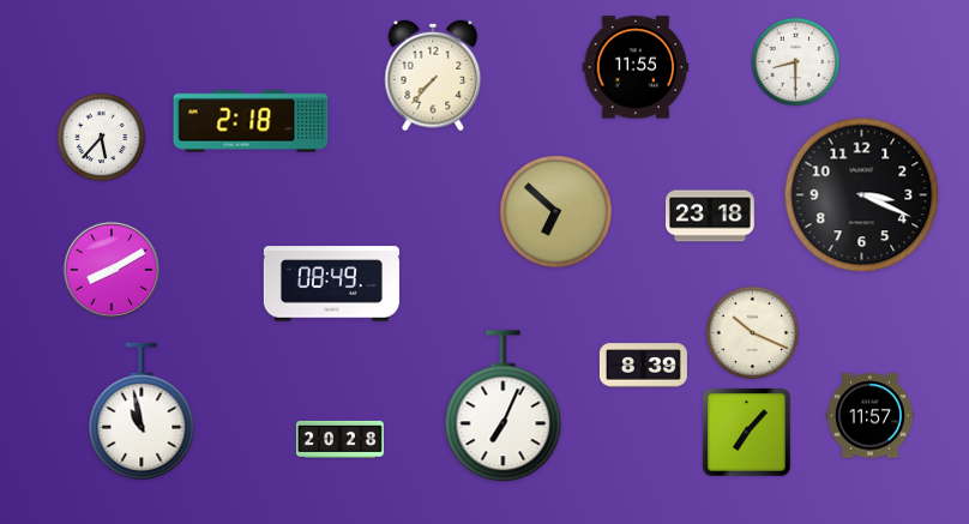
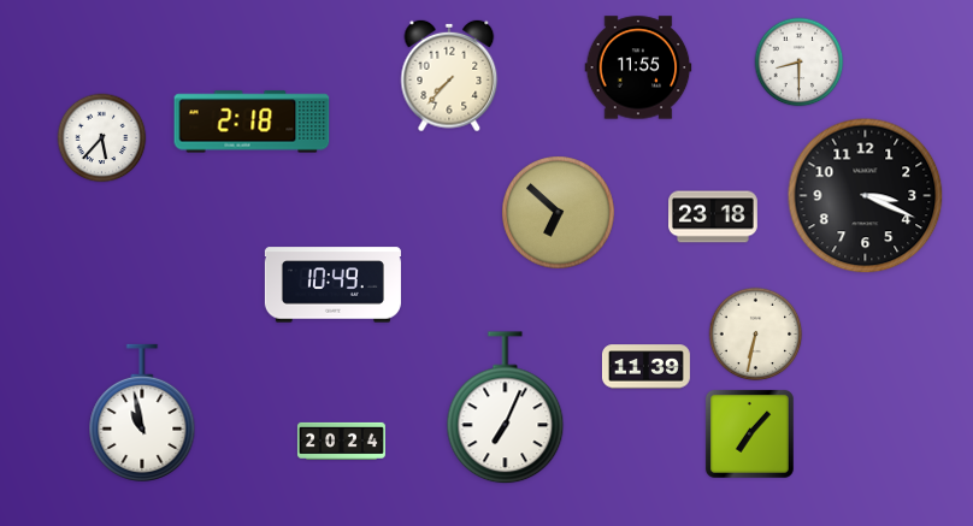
clock at (433, 76) position: (433, 76) -> (449, 76)
clock at (112, 270): 8:10 -> none
clock at (331, 284): 08:49 -> 10:49
clock at (753, 333): 10:19 -> 6:32
clock at (643, 366): 8:39 -> 11:39
clock at (869, 416): 11:57 -> none
clock at (339, 439): 20:28 -> 20:24
